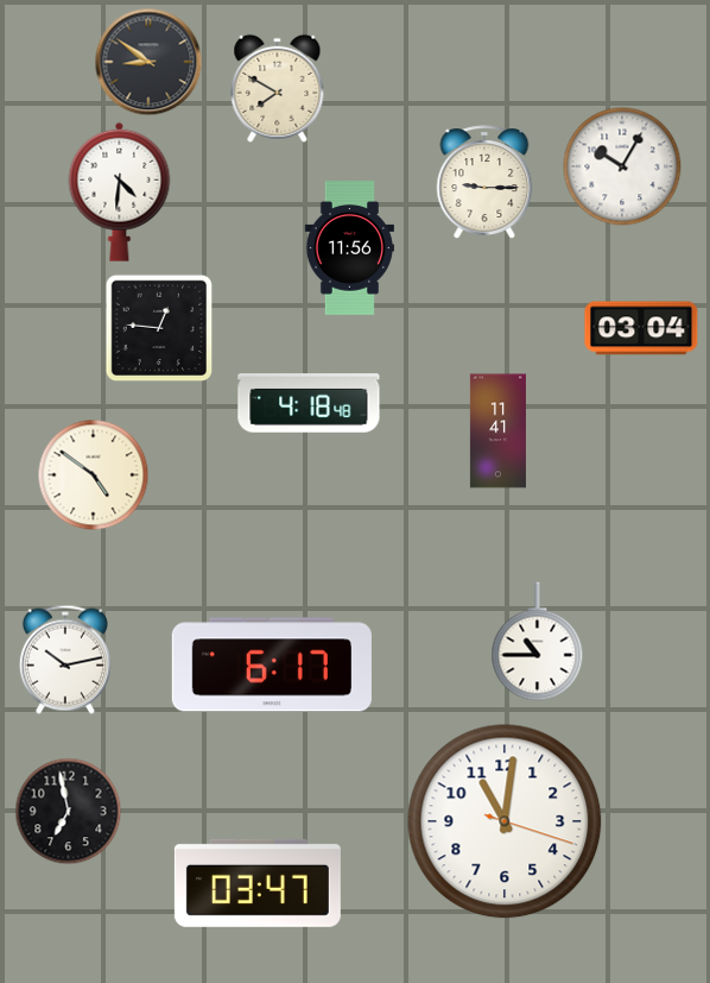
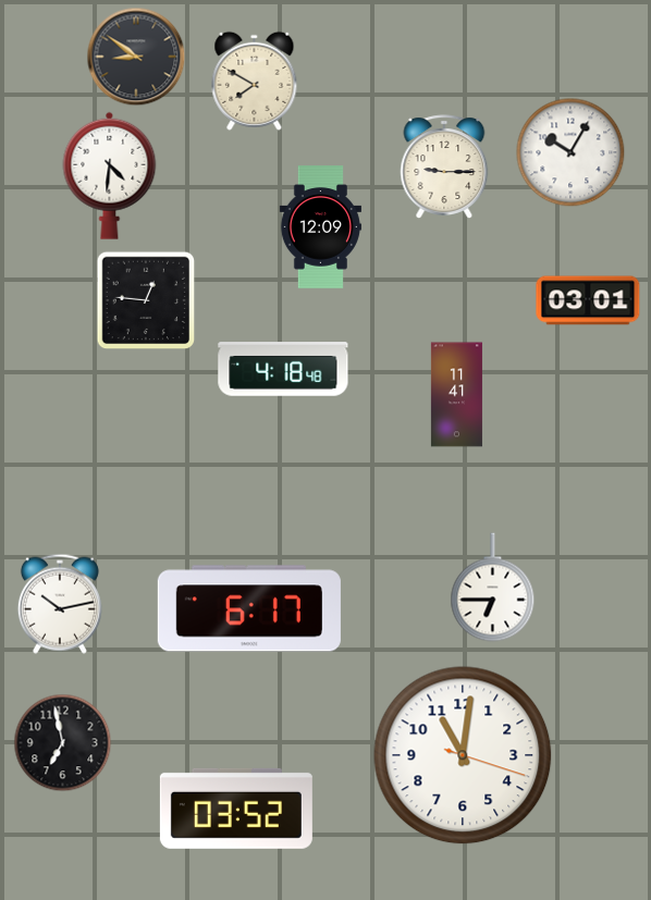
clock at (349, 248): 11:56 -> 12:09
clock at (641, 328): 03:04 -> 03:01
clock at (94, 475): 4:51 -> none
clock at (538, 642): 10:45 -> 6:45
clock at (505, 821) position: (505, 821) -> (463, 755)
clock at (258, 883): 03:47 -> 03:52
